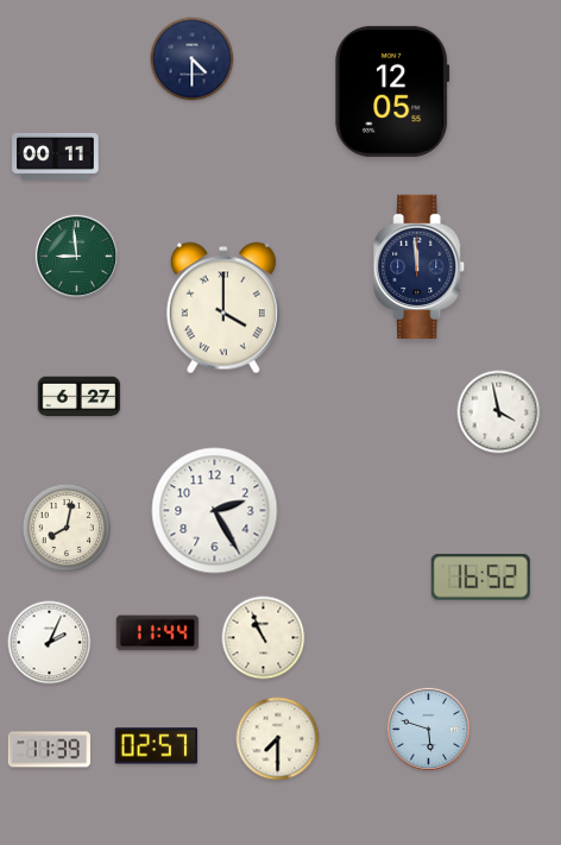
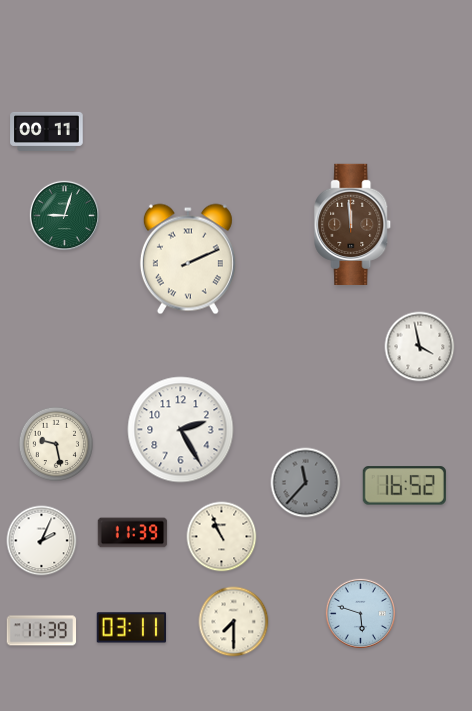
clock at (193, 59): 4:30 -> none
clock at (392, 92): 12:05 -> none
clock at (76, 256): 8:59 -> 9:03
clock at (420, 266) dial: navy -> brown
clock at (223, 308): 4:00 -> 2:11
clock at (80, 397): 6:27 -> none
clock at (65, 526): 8:02 -> 9:28
clock at (306, 483): none -> 11:37
clock at (158, 633): 11:44 -> 11:39
clock at (157, 746): 02:57 -> 03:11
